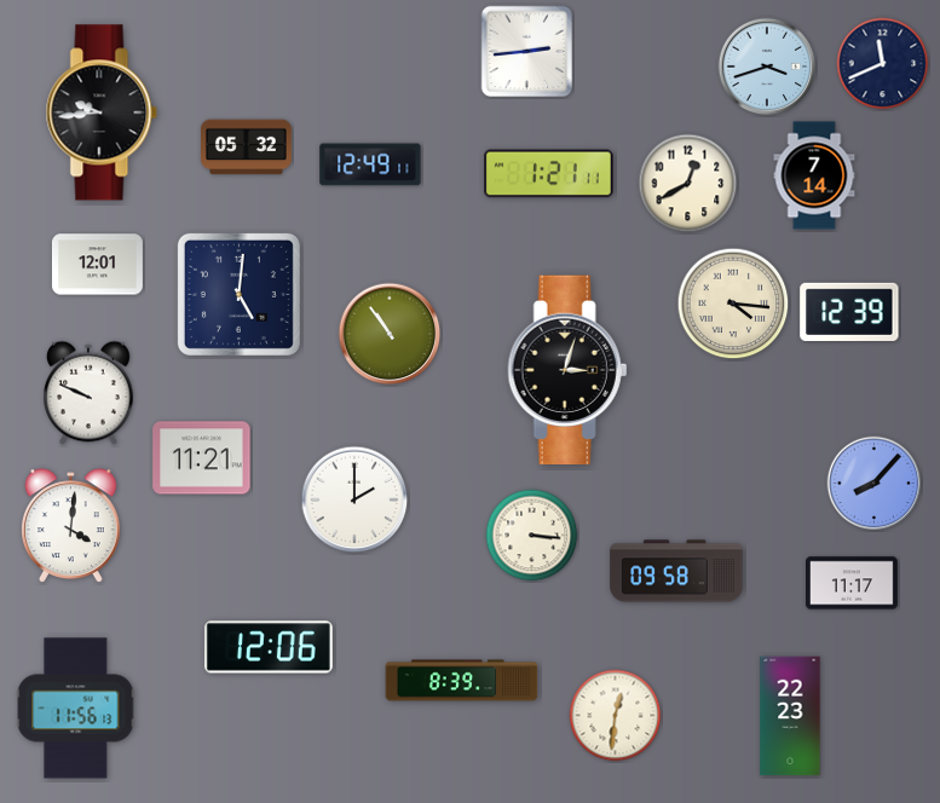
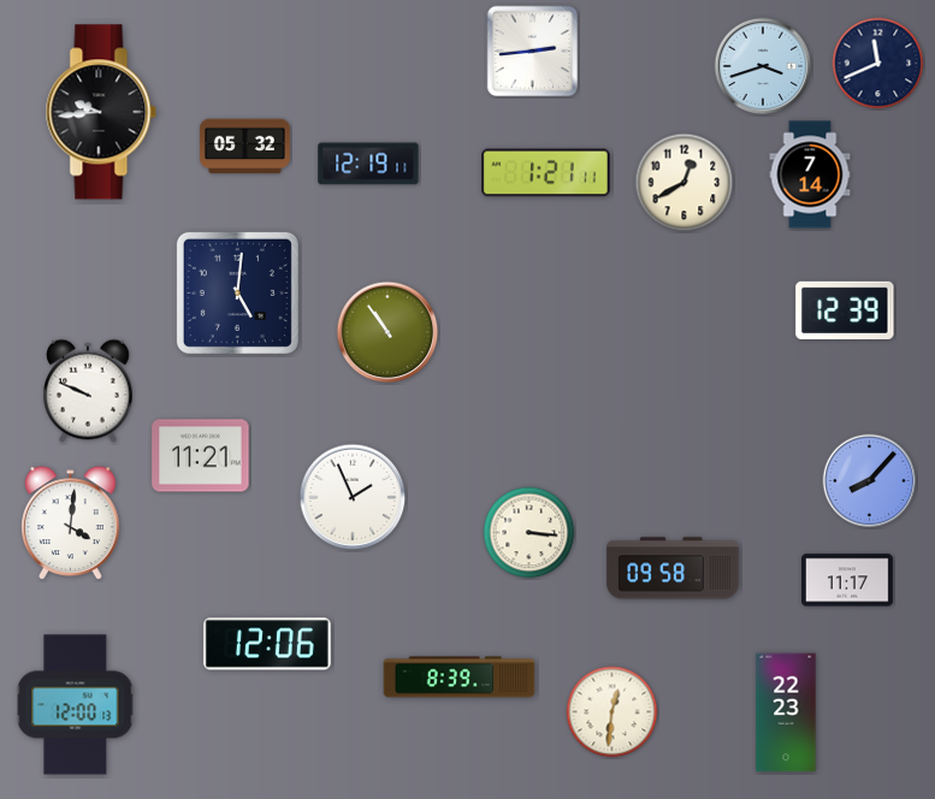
clock at (527, 52) position: (527, 52) -> (533, 52)
clock at (370, 164): 12:49 -> 12:19
clock at (97, 265): 12:01 -> none
clock at (733, 304): 4:16 -> none
clock at (567, 370): 3:03 -> none
clock at (354, 499): 2:00 -> 1:56
clock at (76, 709): 11:56 -> 12:00
